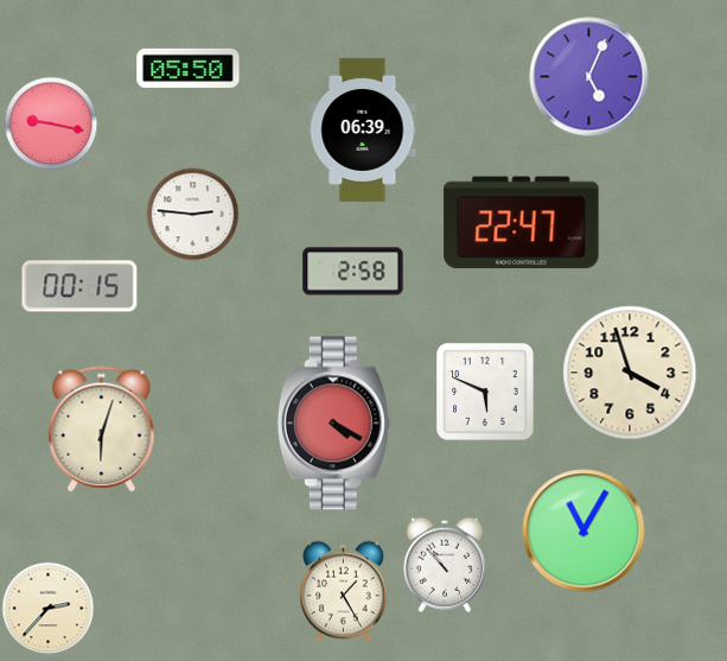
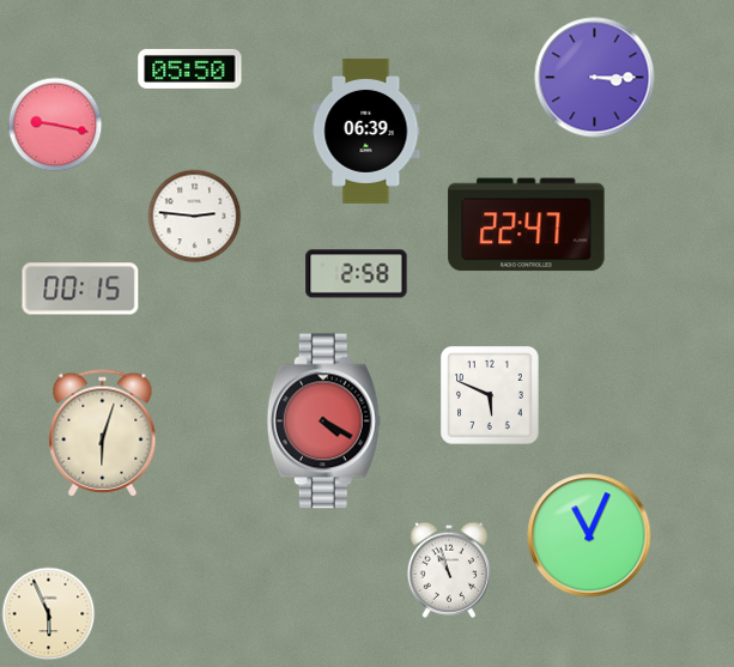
clock at (589, 77): 5:04 -> 3:15
clock at (51, 123) position: (51, 123) -> (55, 125)
clock at (630, 373): 3:57 -> none
clock at (333, 424) position: (333, 424) -> (323, 422)
clock at (583, 530): 11:05 -> 11:04
clock at (444, 565): 10:53 -> 10:57
clock at (344, 591): 1:25 -> none
clock at (47, 608): 2:37 -> 5:56
